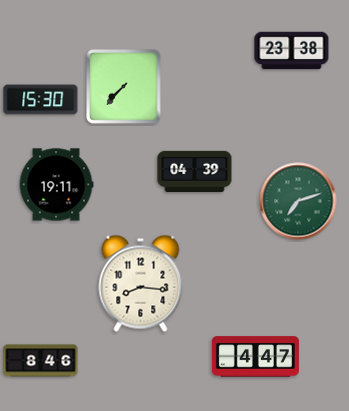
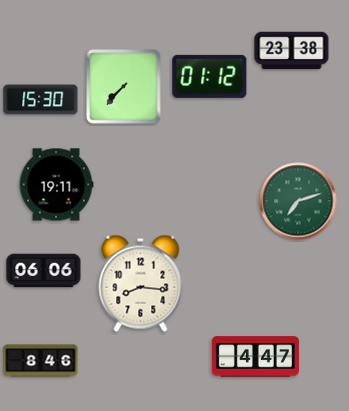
clock at (210, 76): none -> 01:12
clock at (195, 172): 04:39 -> none
clock at (44, 271): none -> 06:06
